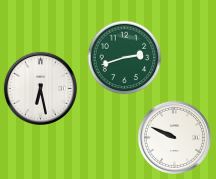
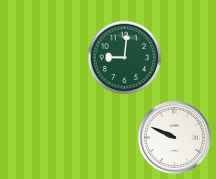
clock at (125, 58): 2:42 -> 9:01
clock at (40, 88): 6:28 -> none
